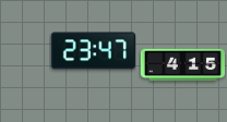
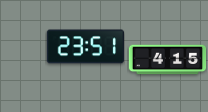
clock at (93, 51): 23:47 -> 23:51
